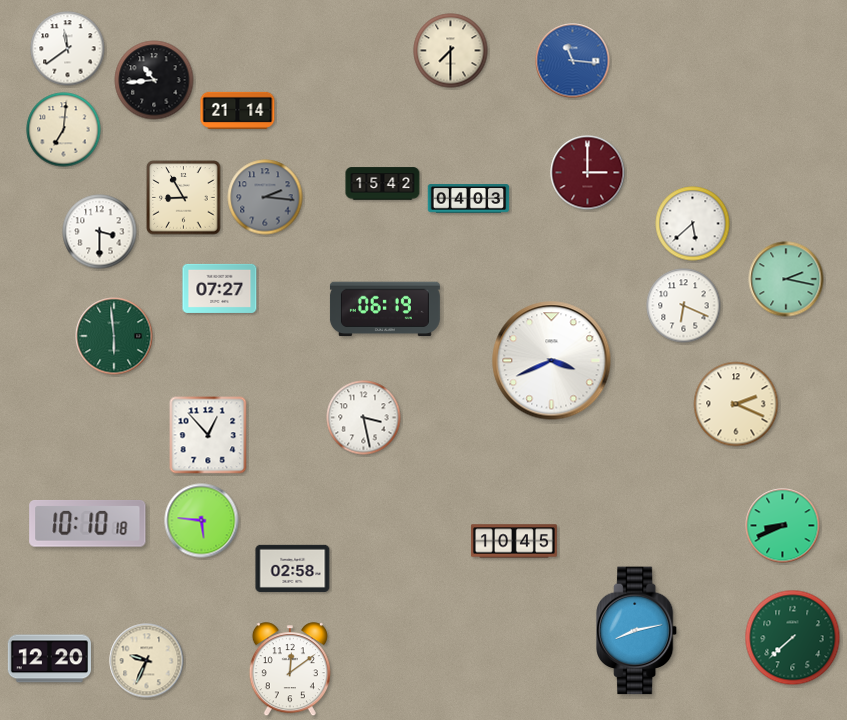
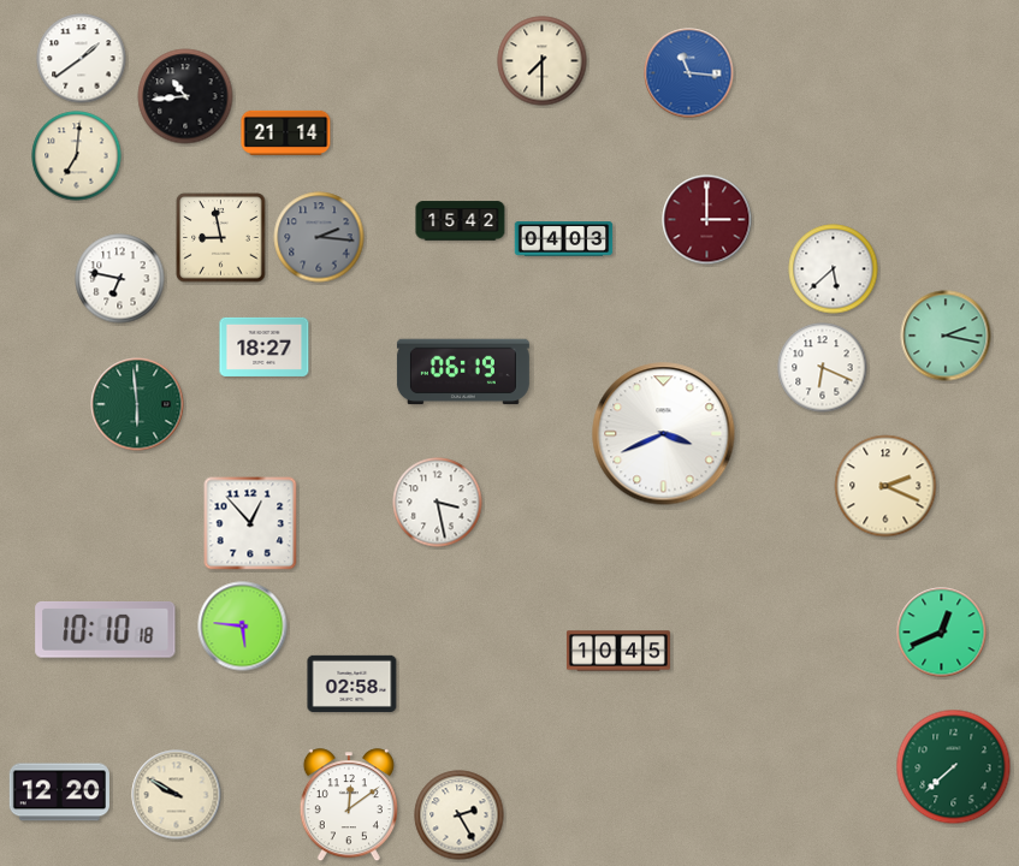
clock at (68, 49): 11:39 -> 1:39
clock at (588, 173) position: (588, 173) -> (707, 220)
clock at (184, 198): 8:55 -> 8:58
clock at (100, 232): 3:30 -> 6:47
clock at (220, 288): 07:27 -> 18:27
clock at (783, 526): 8:41 -> 12:41
clock at (638, 631): 8:13 -> none
clock at (147, 661): 9:34 -> 9:50
clock at (460, 815): none -> 2:25
